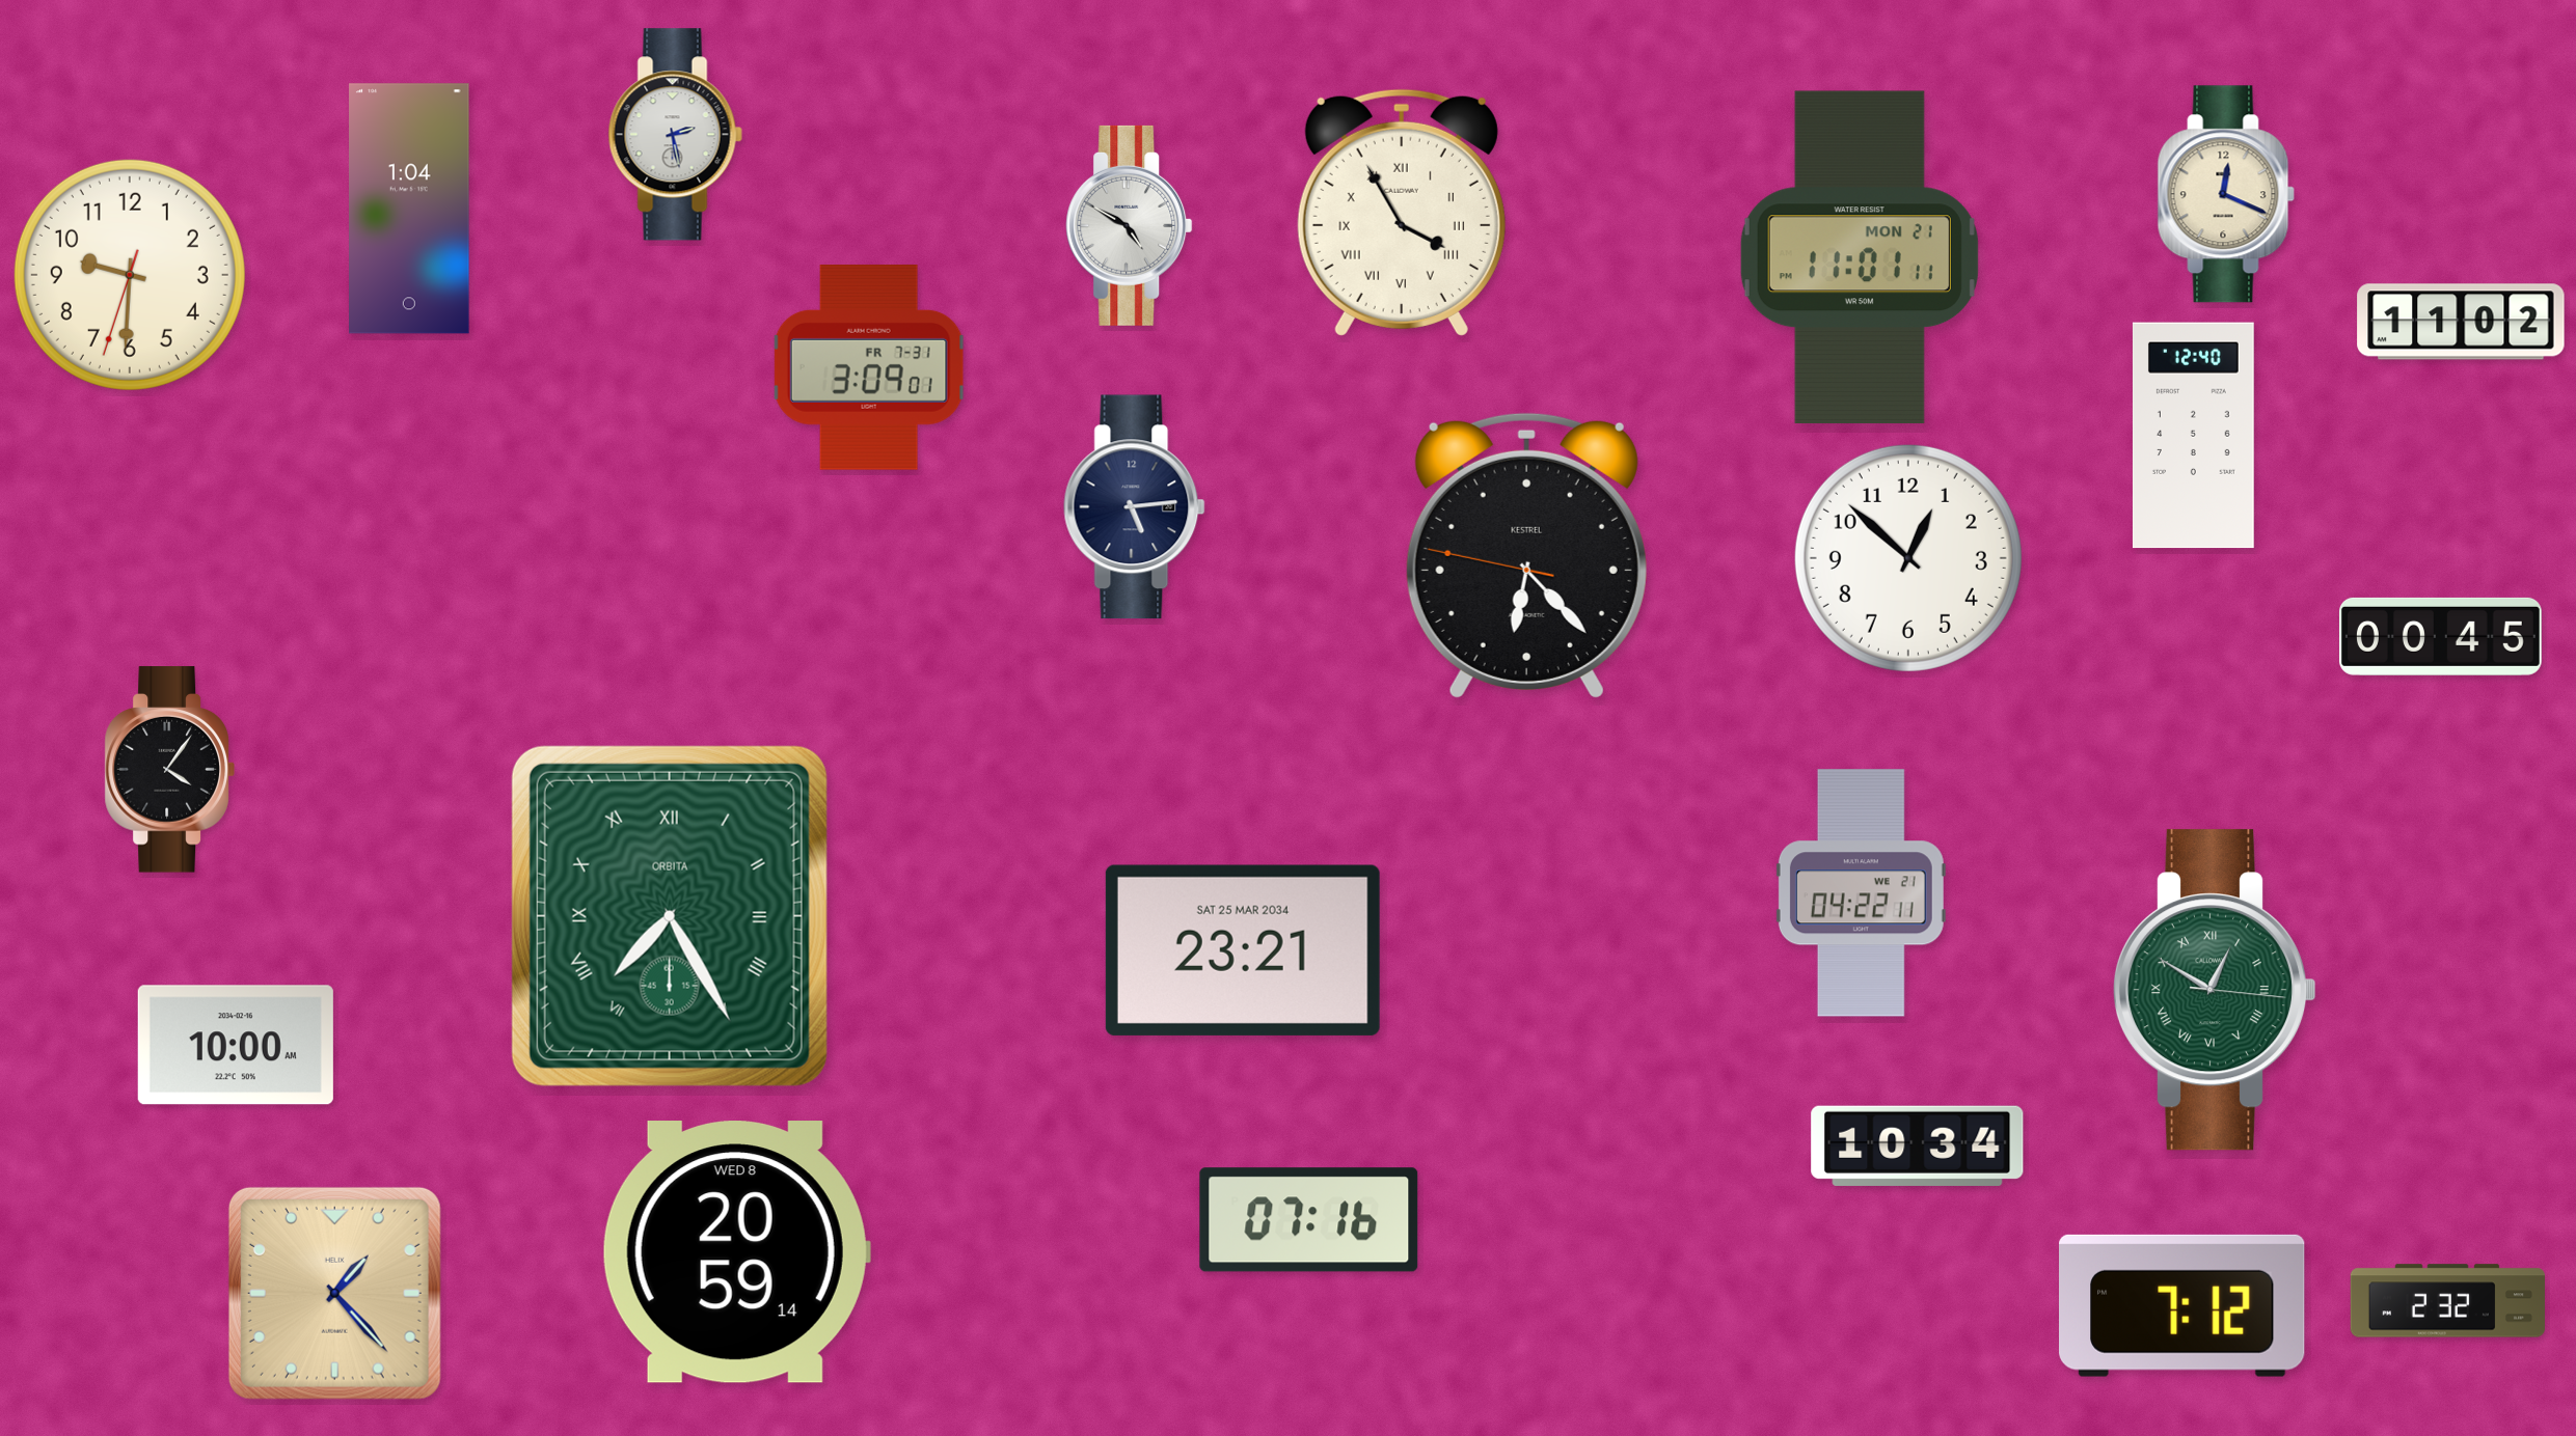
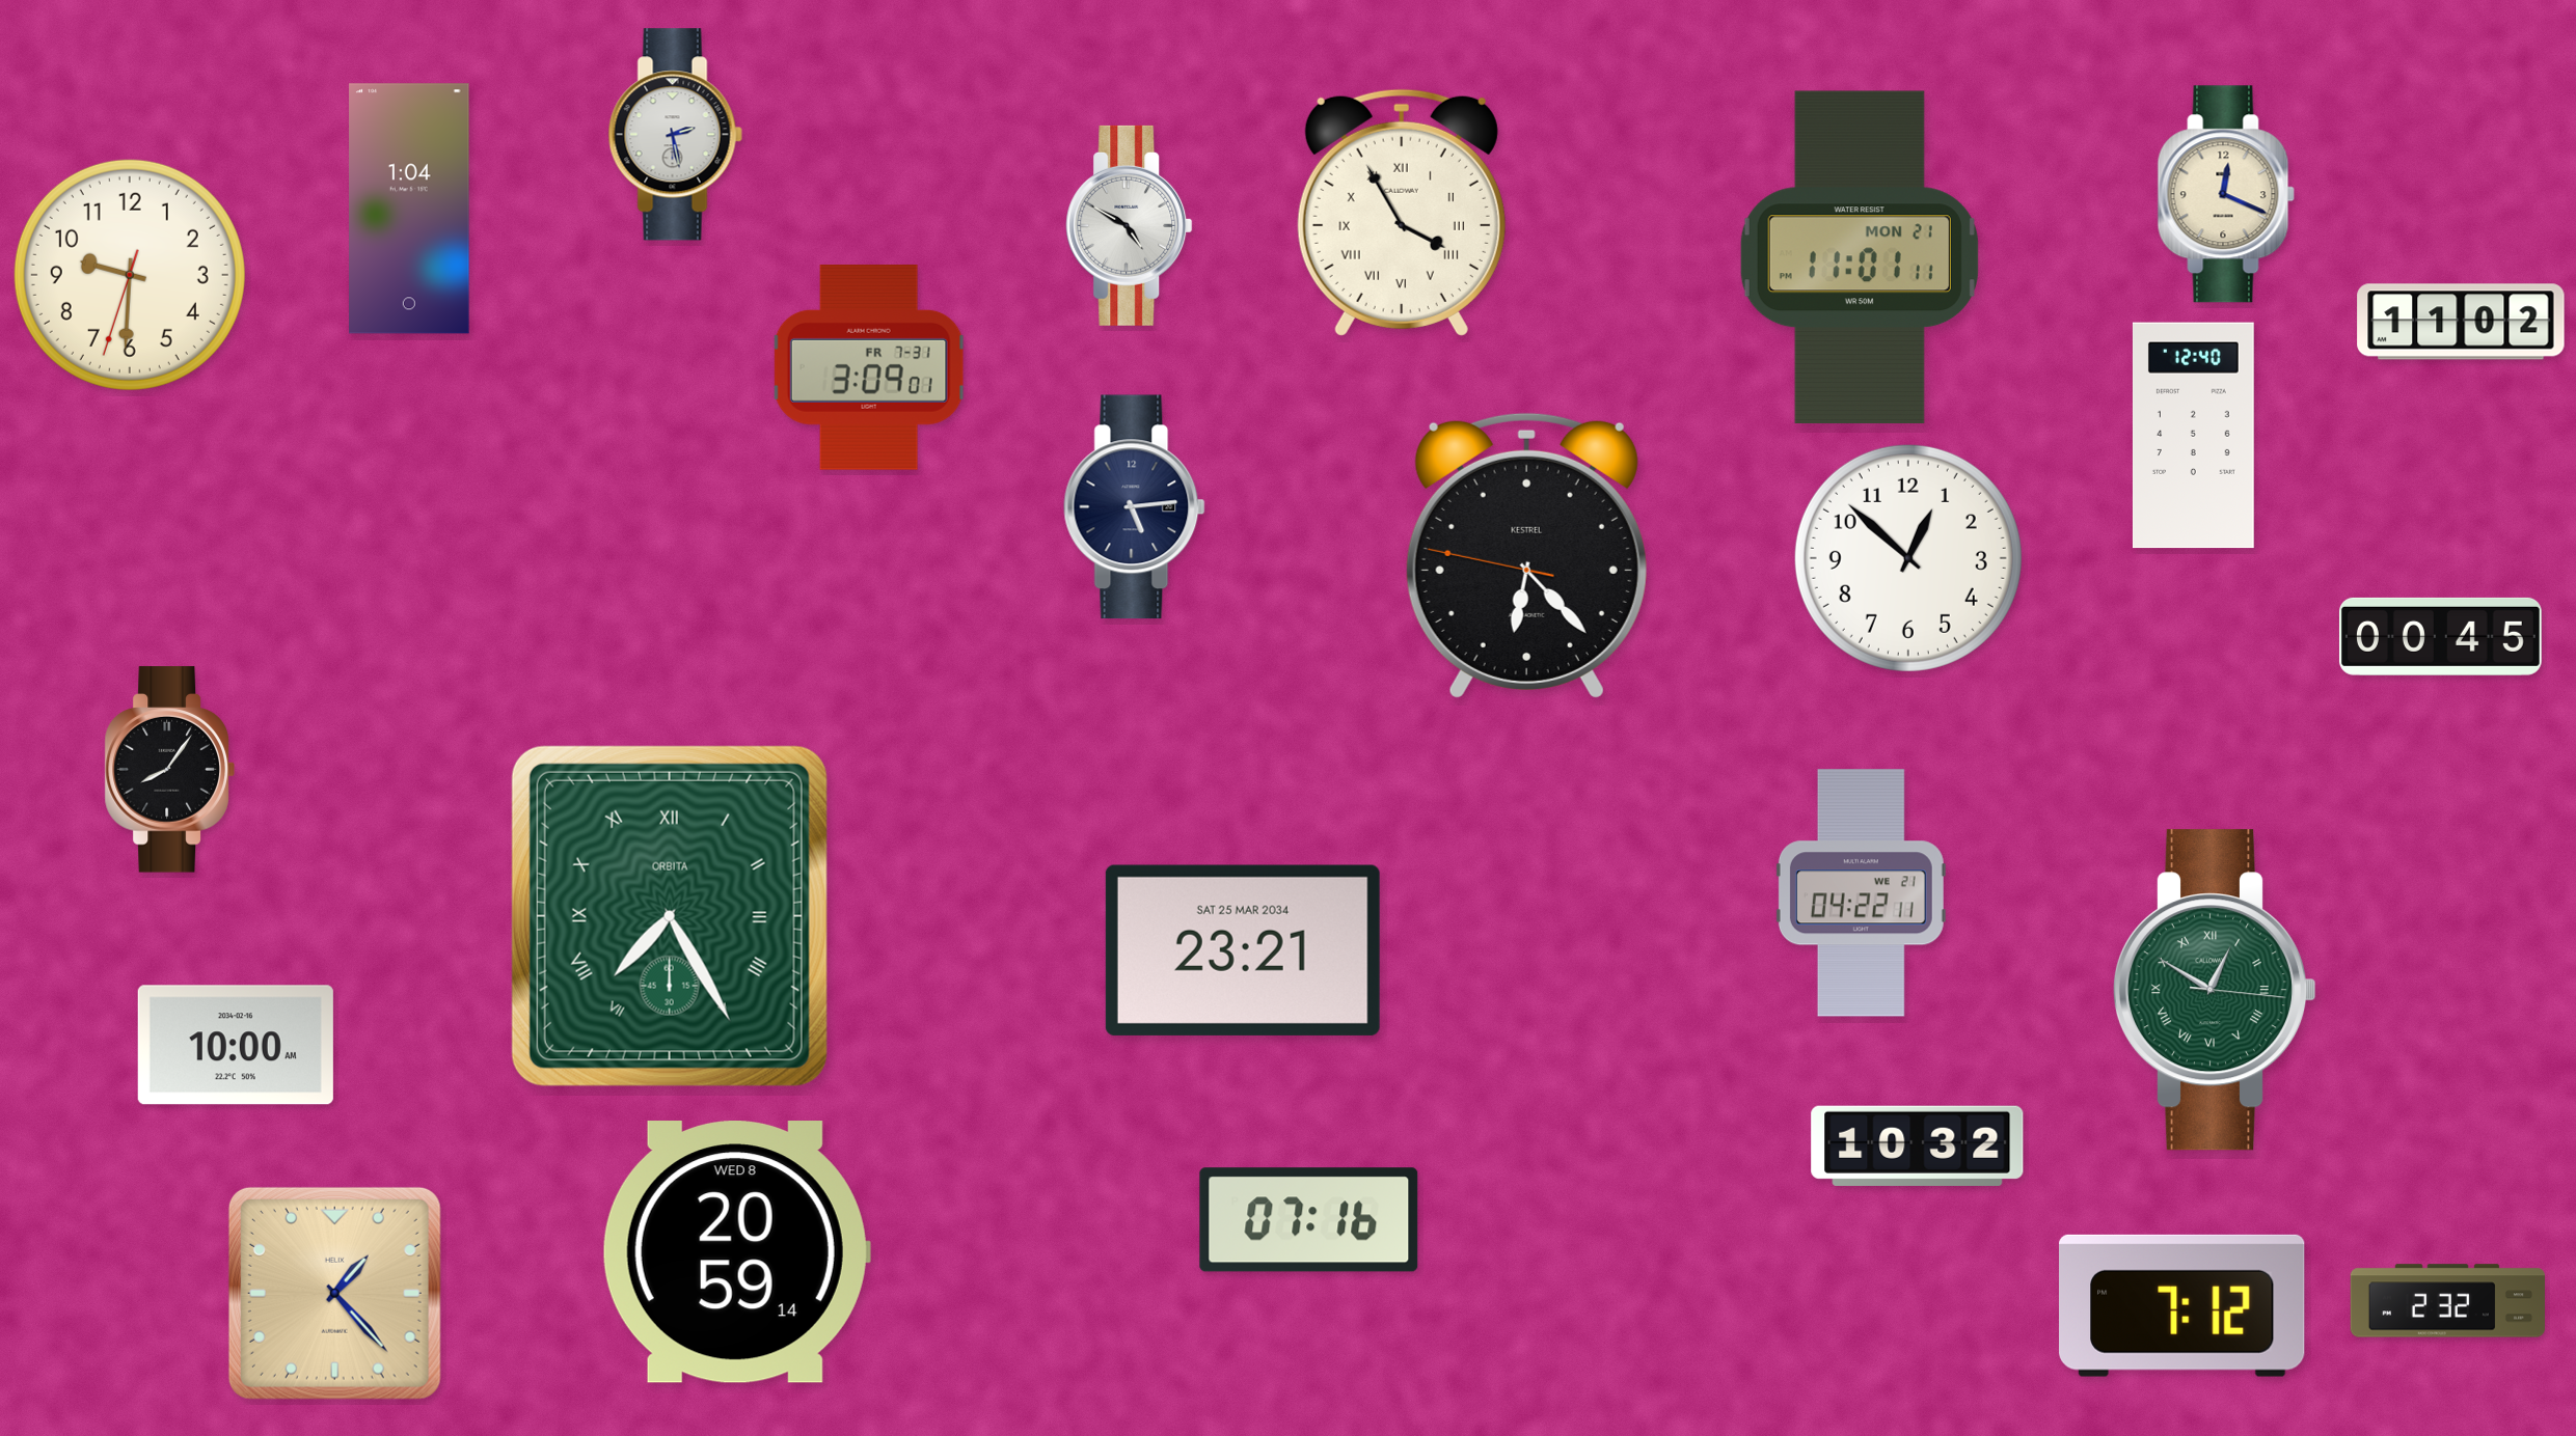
clock at (169, 770): 4:06 -> 8:06
clock at (1918, 1145): 10:34 -> 10:32
